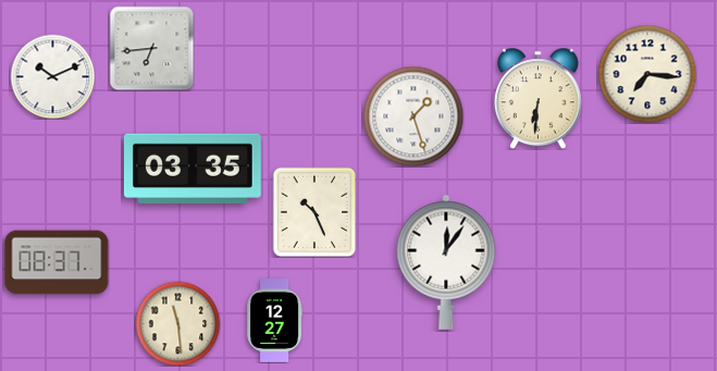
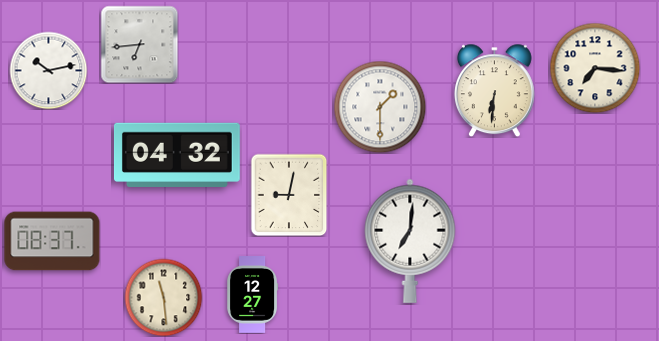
clock at (52, 76): 10:11 -> 10:13
clock at (413, 116): 1:27 -> 1:30
clock at (193, 169): 03:35 -> 04:32
clock at (314, 212): 10:26 -> 9:02
clock at (446, 262): 12:06 -> 7:01
